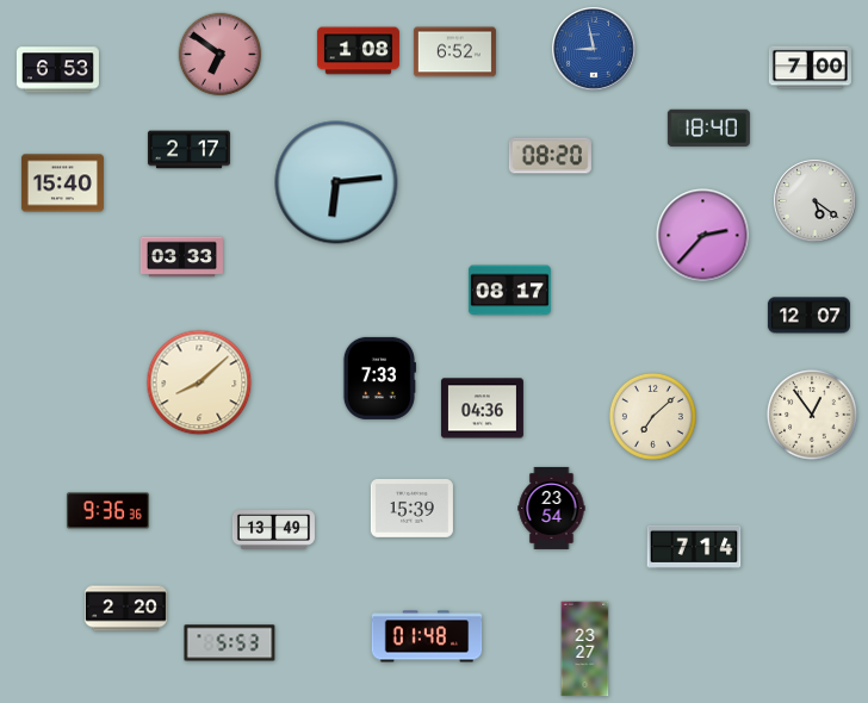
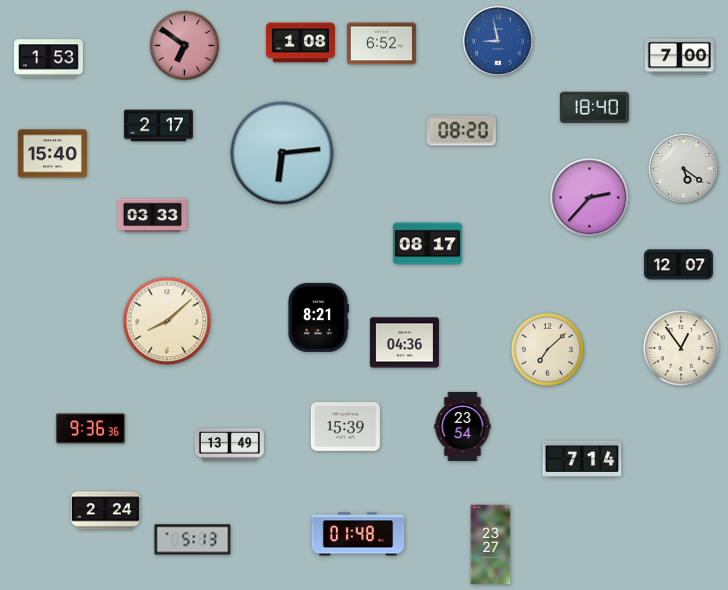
clock at (57, 70): 6:53 -> 1:53
clock at (379, 378): 7:33 -> 8:21
clock at (125, 609): 2:20 -> 2:24
clock at (230, 643): 5:53 -> 5:13
